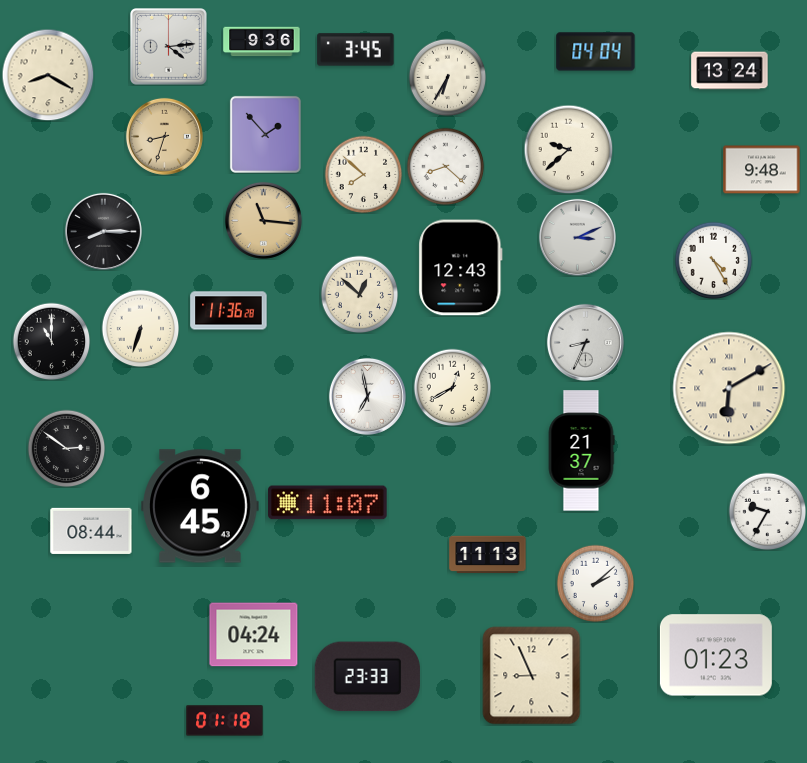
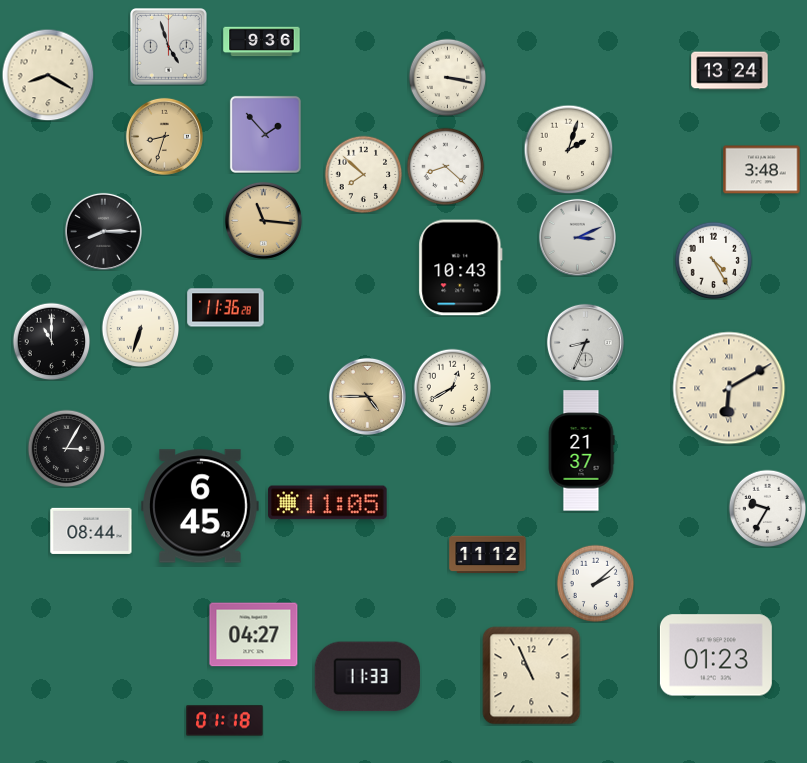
clock at (169, 47): 4:14 -> 4:57
clock at (356, 50): 3:45 -> none
clock at (596, 52): 04:04 -> none
clock at (447, 77): 6:35 -> 3:17
clock at (568, 149): 9:38 -> 2:03
clock at (762, 170): 9:48 -> 3:48
clock at (461, 268): 12:43 -> 10:43
clock at (359, 294): 12:52 -> none
clock at (229, 311) position: (229, 311) -> (226, 308)
clock at (367, 396): 6:58 -> 4:45
clock at (367, 396) dial: white -> champagne
clock at (66, 448): 2:51 -> 3:05
clock at (328, 503): 11:07 -> 11:05
clock at (767, 511) position: (767, 511) -> (767, 508)
clock at (488, 555): 11:13 -> 11:12
clock at (254, 635): 04:24 -> 04:27
clock at (532, 676): 8:56 -> 10:56
clock at (367, 677): 23:33 -> 11:33
